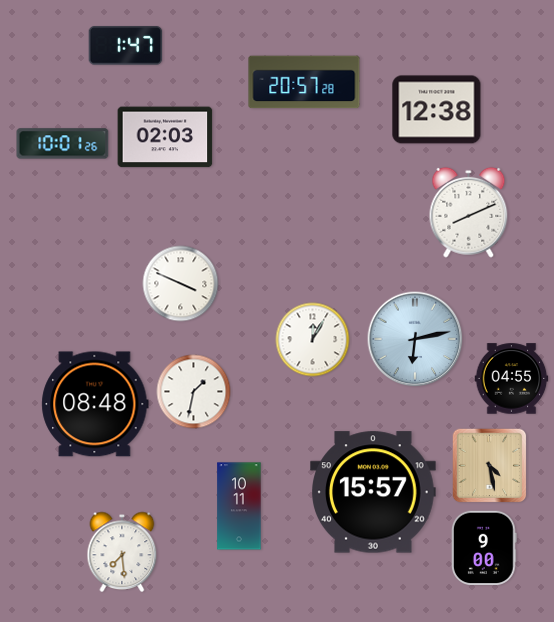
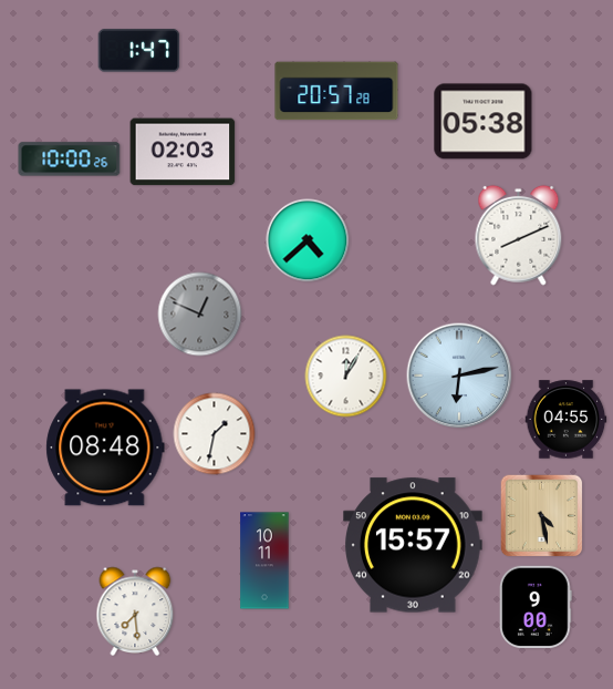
clock at (437, 110): 12:38 -> 05:38
clock at (63, 144): 10:01 -> 10:00
clock at (308, 240): none -> 4:38
clock at (181, 284): 3:49 -> 12:49
clock at (181, 284) dial: white -> grey
